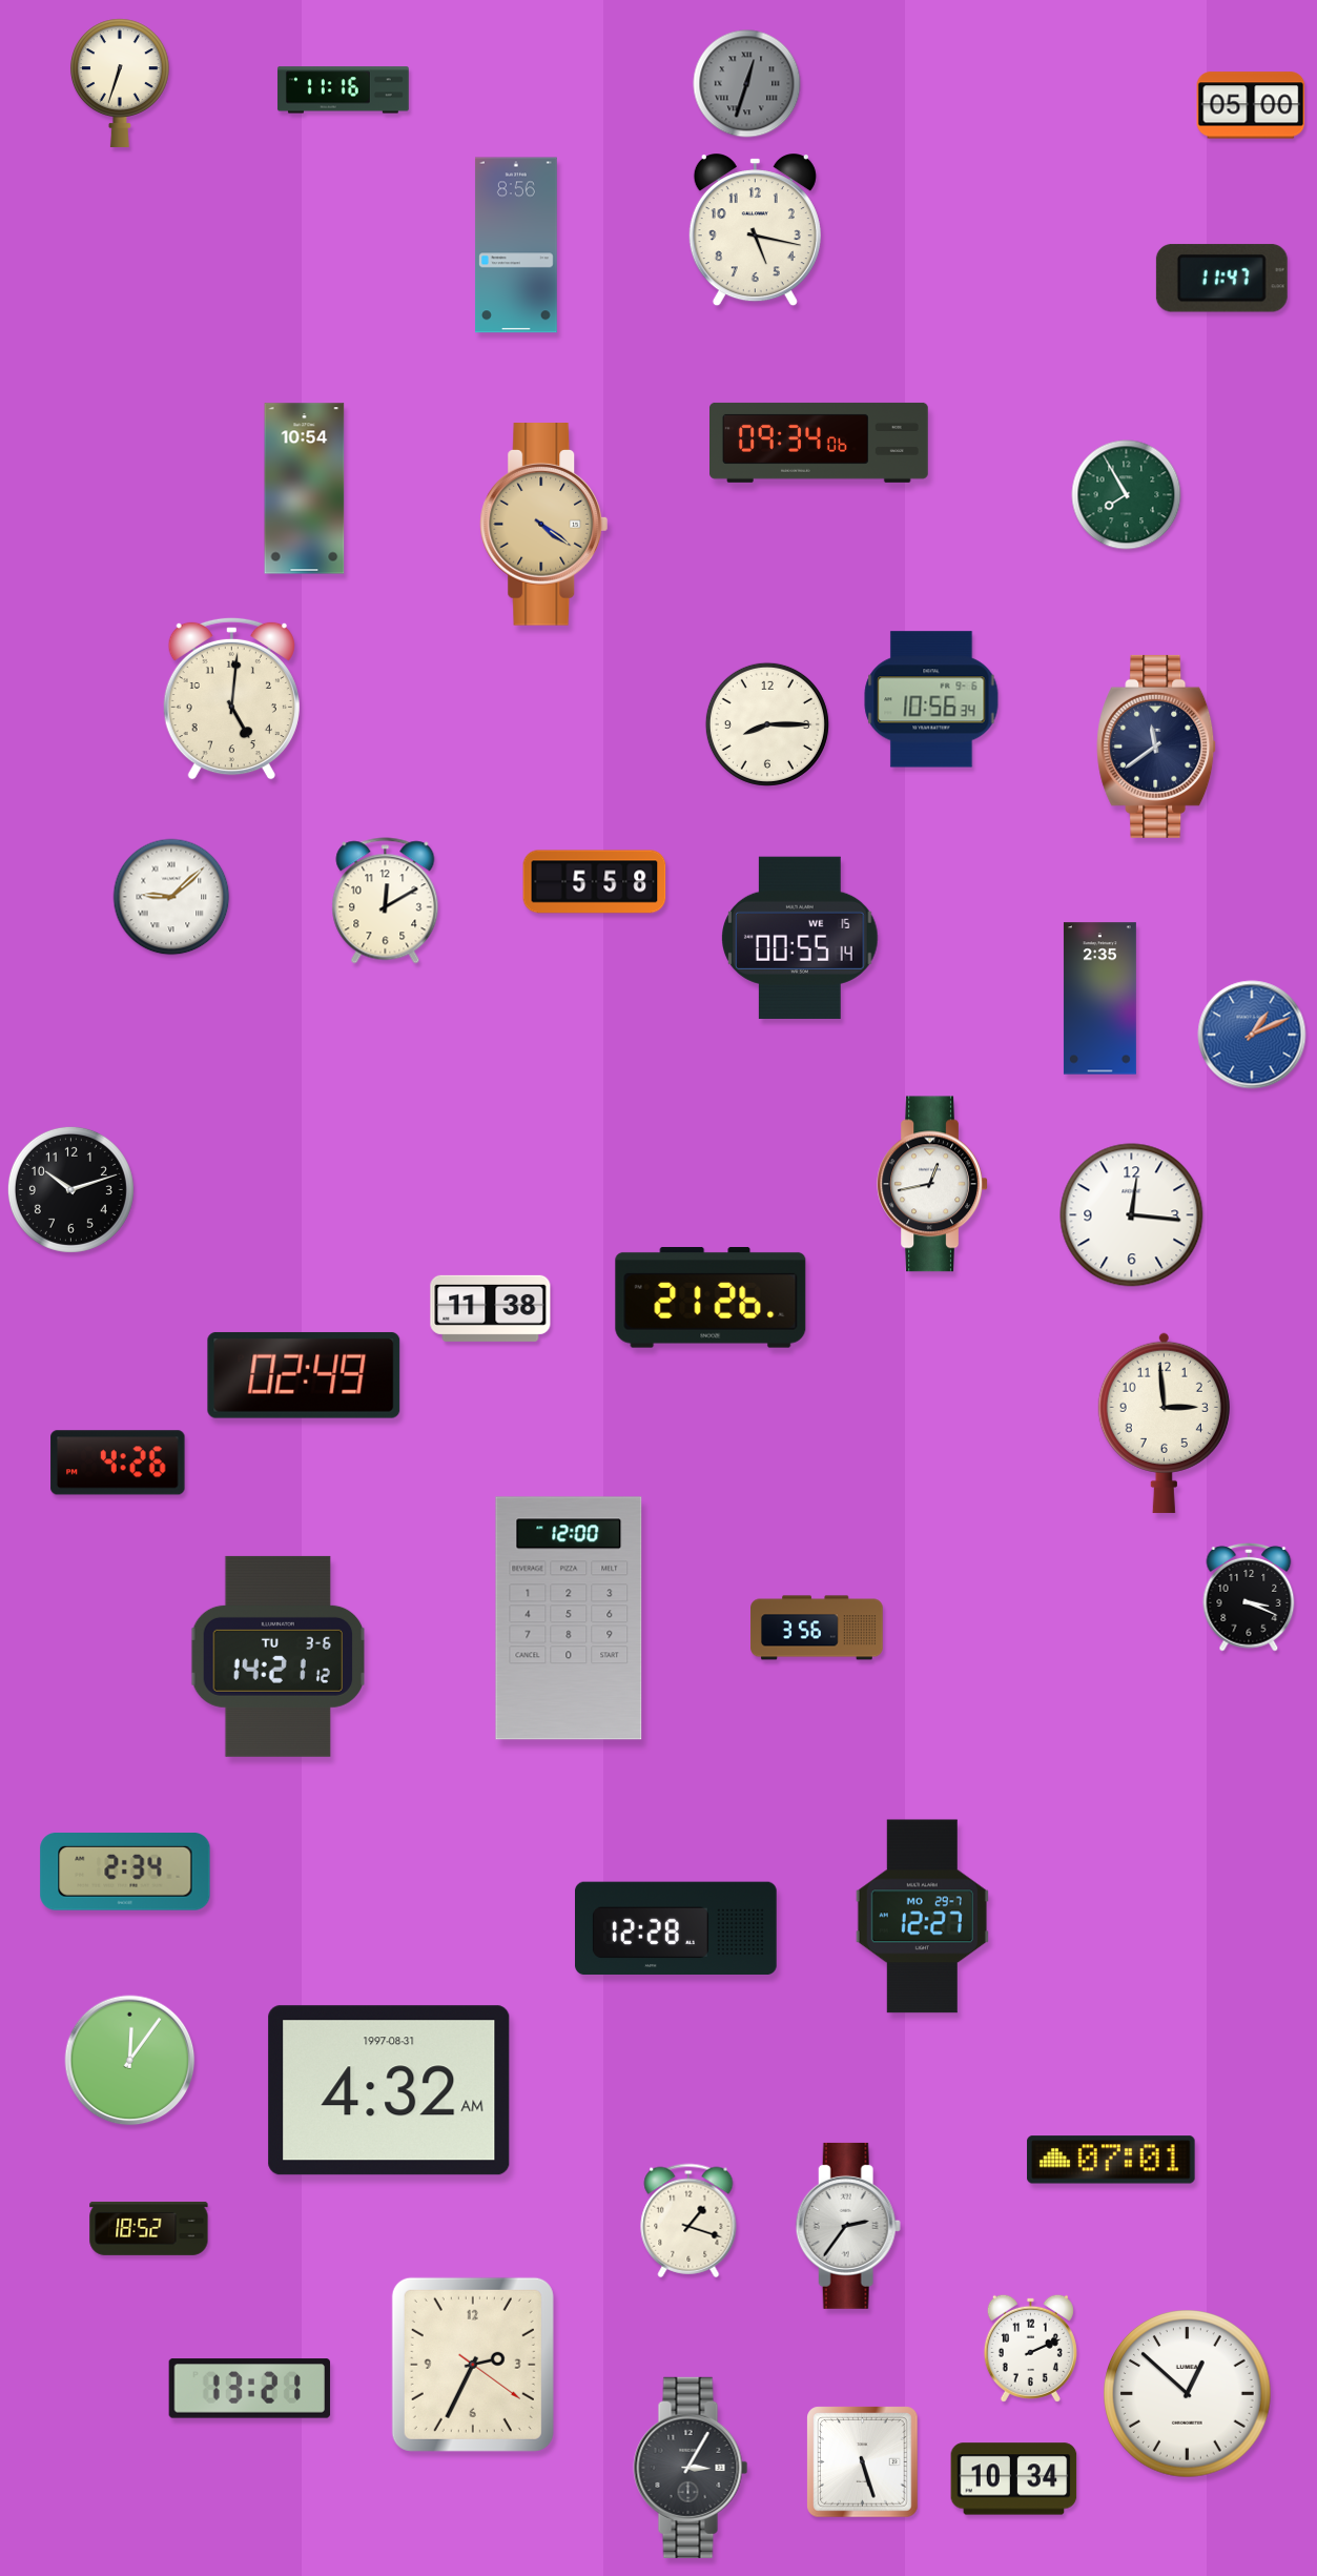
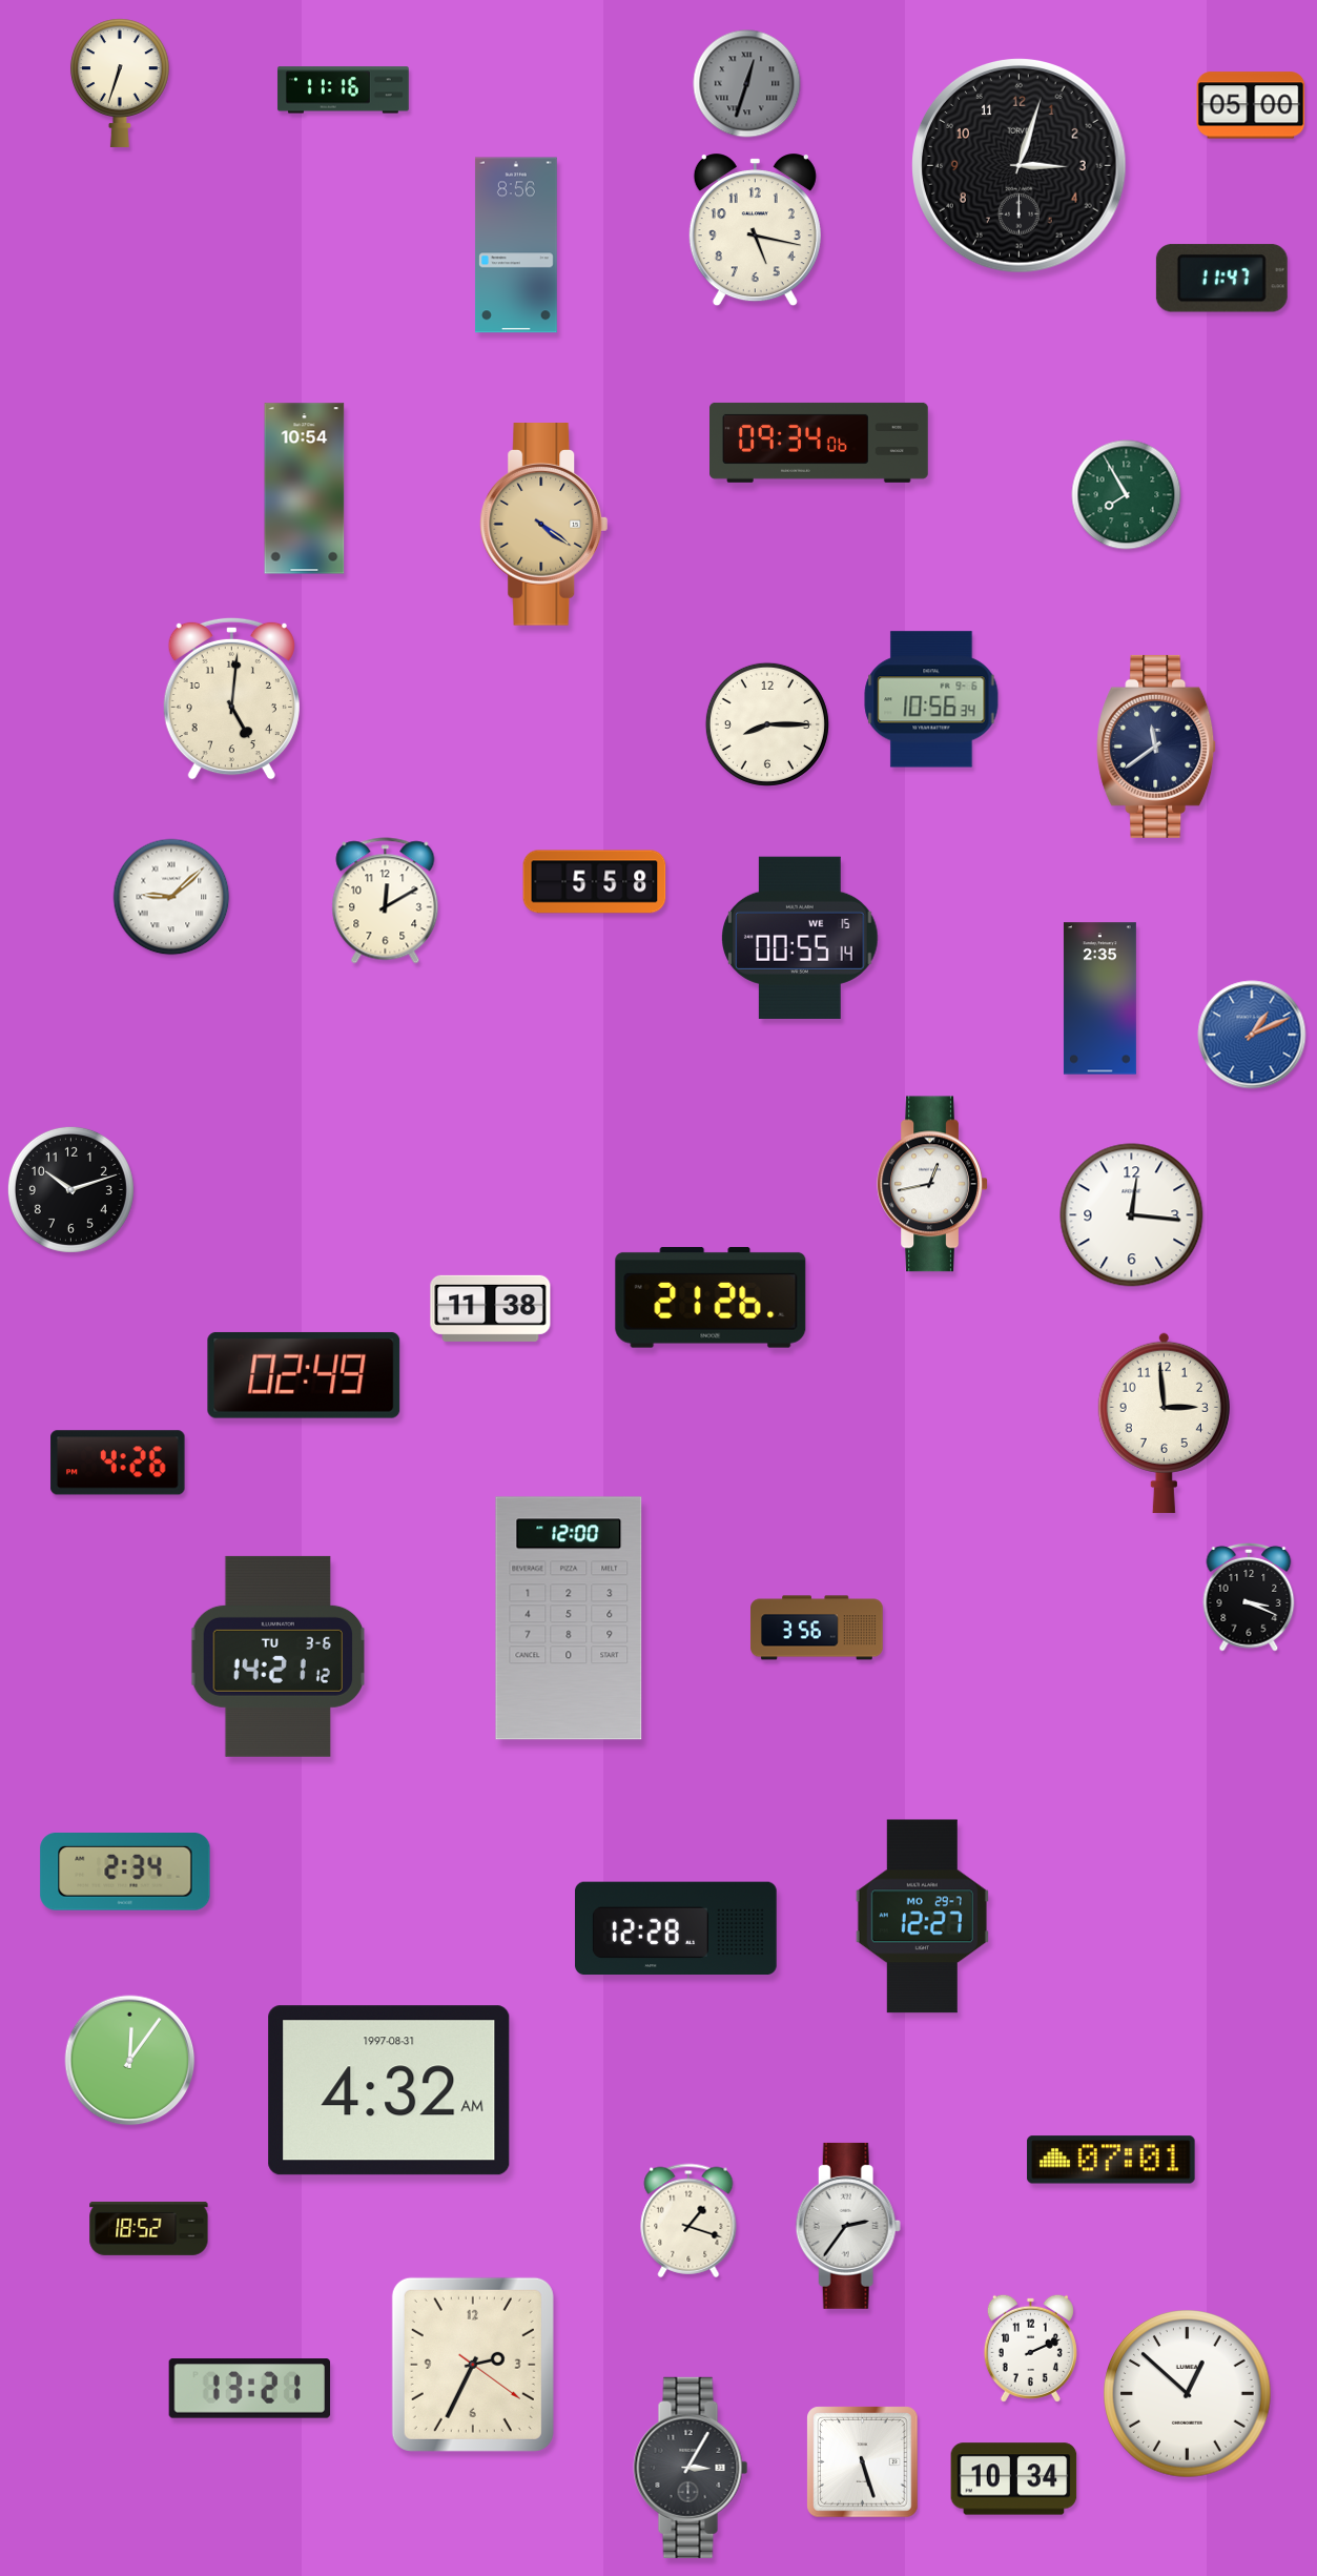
clock at (1020, 166): none -> 3:03
